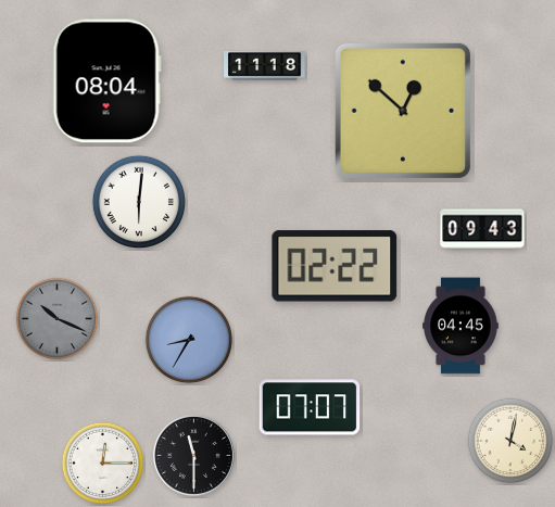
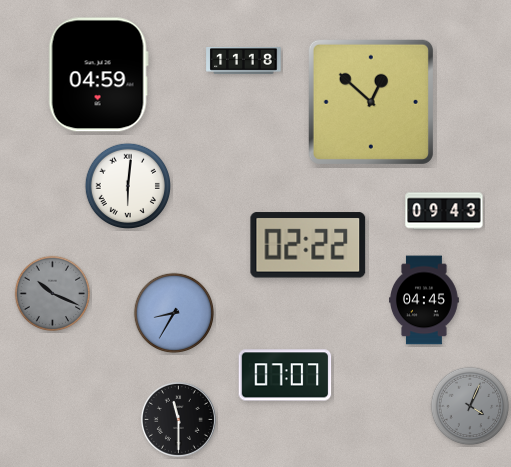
clock at (106, 81): 08:04 -> 04:59
clock at (510, 441): 4:02 -> 4:04
clock at (510, 441) dial: cream -> grey
clock at (103, 464): 12:15 -> none
